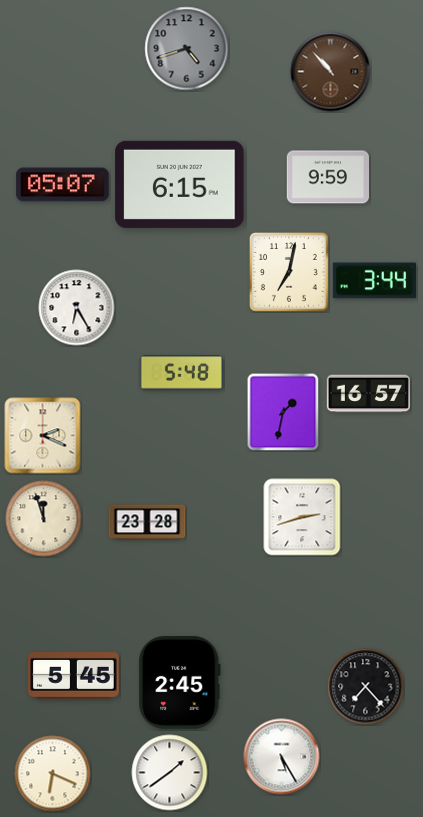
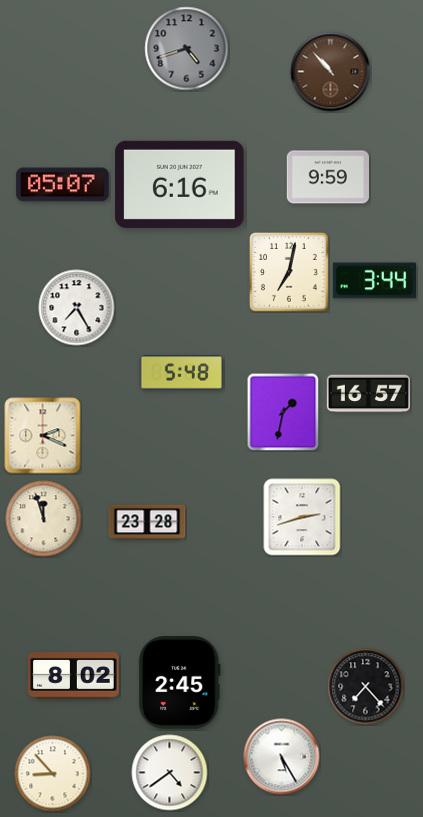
clock at (180, 184): 6:15 -> 6:16
clock at (77, 308): 6:25 -> 7:25
clock at (74, 676): 5:45 -> 8:02
clock at (170, 773): 1:39 -> 4:39
clock at (53, 774): 6:19 -> 8:53
